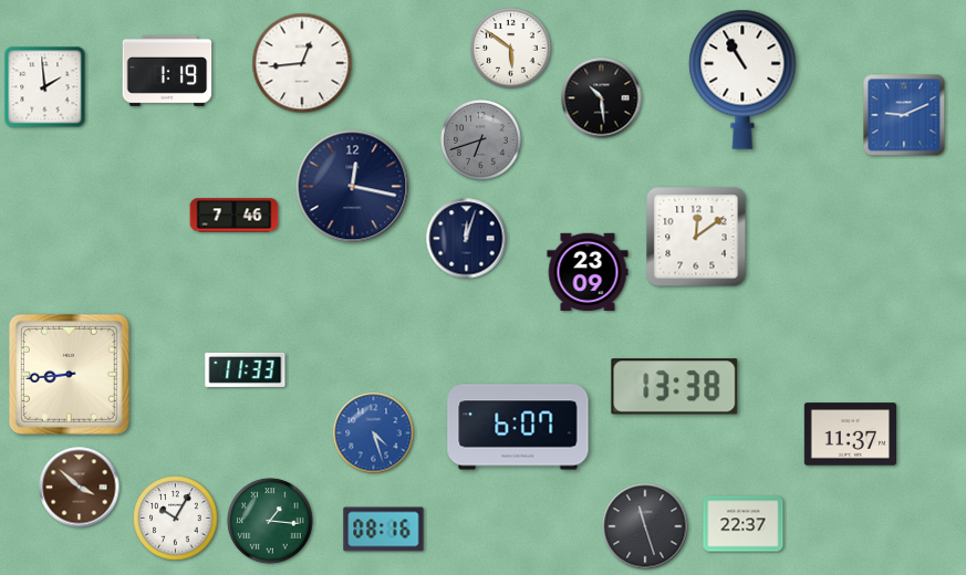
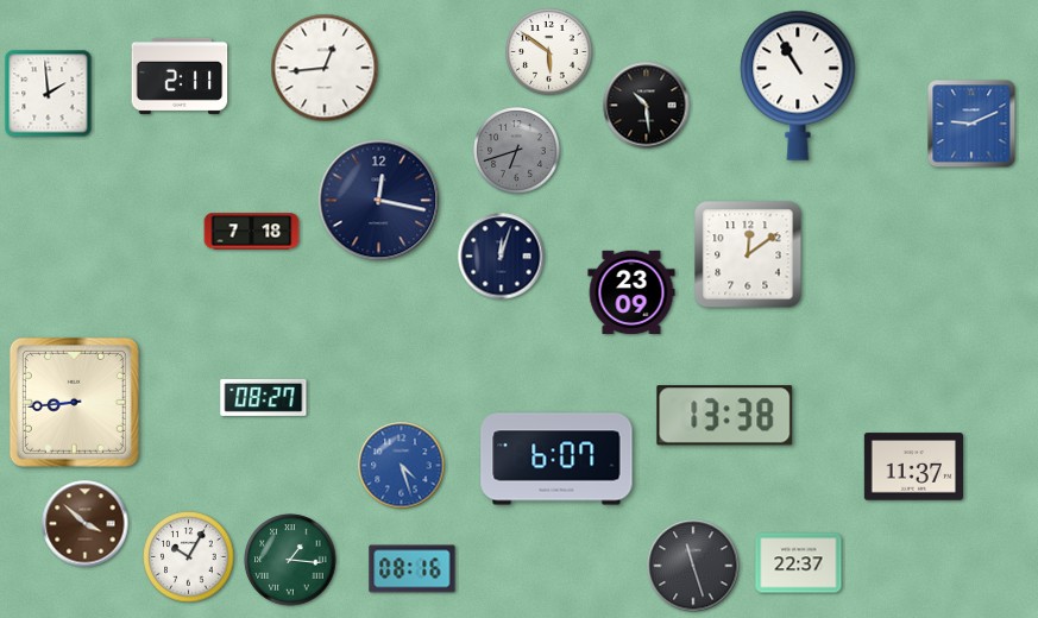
clock at (167, 71): 1:19 -> 2:11
clock at (235, 216): 7:46 -> 7:18
clock at (246, 369): 11:33 -> 08:27
